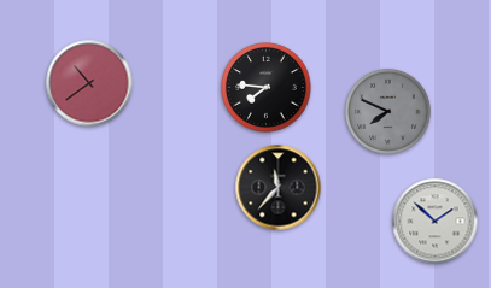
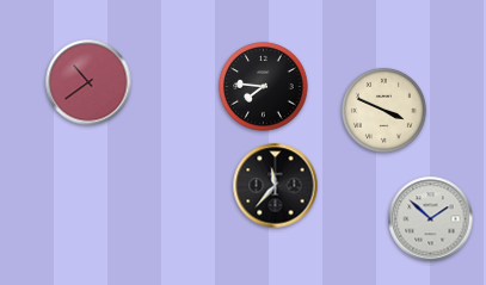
clock at (387, 111): 7:49 -> 3:49
clock at (387, 111) dial: grey -> cream
